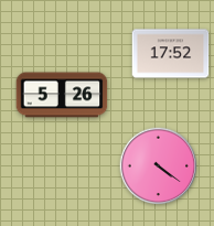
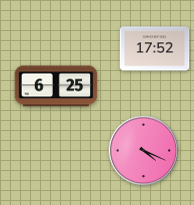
clock at (62, 95): 5:26 -> 6:25
clock at (159, 166): 4:21 -> 4:19
